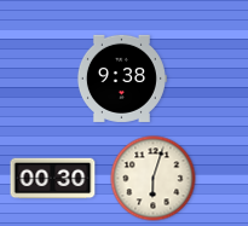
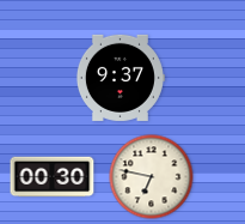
clock at (121, 79): 9:38 -> 9:37
clock at (154, 179): 6:03 -> 6:47
